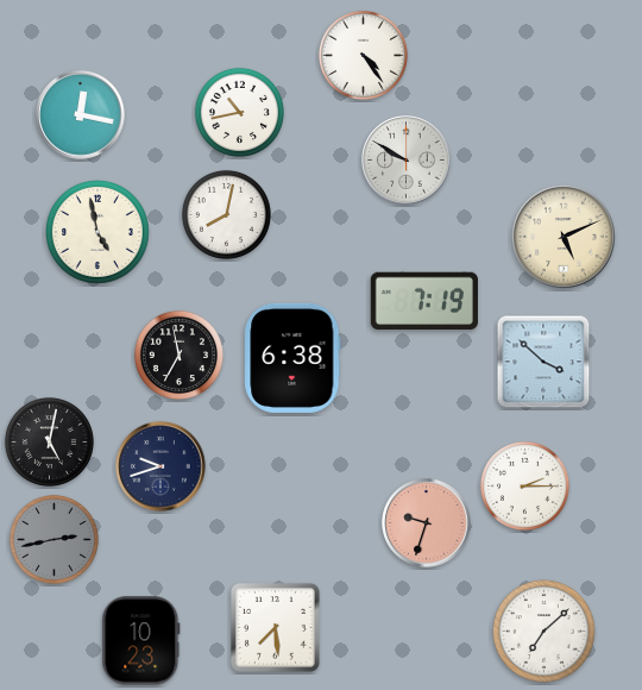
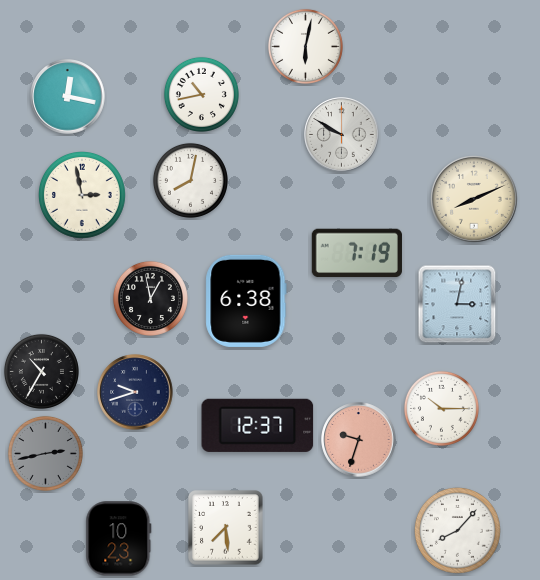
clock at (363, 55): 4:24 -> 6:02
clock at (99, 233): 4:58 -> 2:58
clock at (565, 238): 5:11 -> 8:11
clock at (178, 355): 6:58 -> 12:58
clock at (543, 362): 3:52 -> 3:02
clock at (49, 441): 5:02 -> 10:35
clock at (524, 485): 2:15 -> 10:15
clock at (258, 425): none -> 12:37
clock at (276, 628) position: (276, 628) -> (226, 528)
clock at (545, 632): 7:08 -> 8:07
